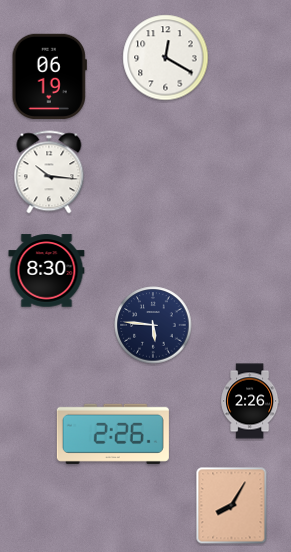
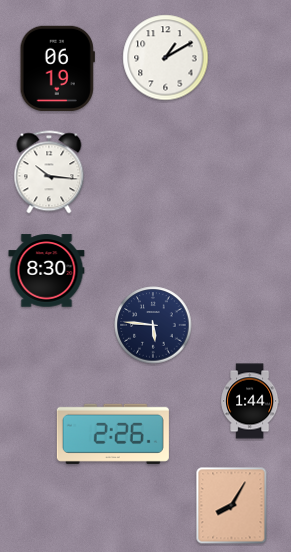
clock at (166, 58): 12:20 -> 1:10
clock at (49, 76) position: (49, 76) -> (57, 68)
clock at (250, 401): 2:26 -> 1:44
